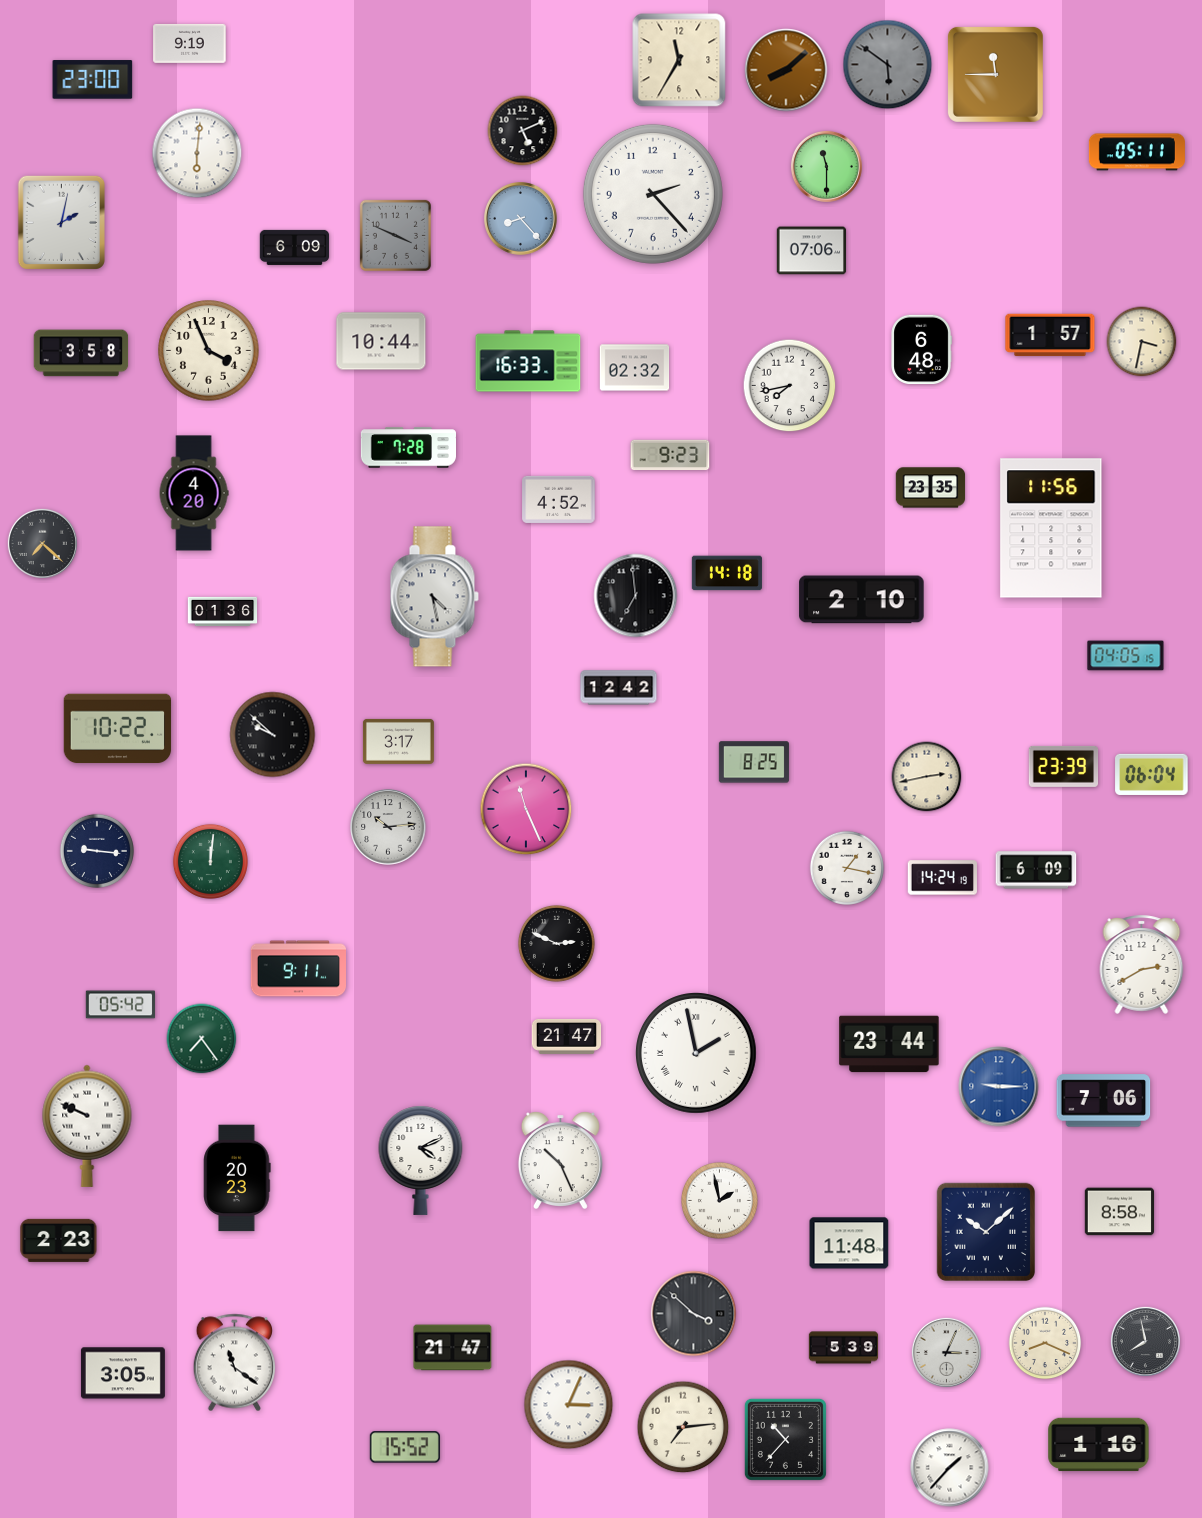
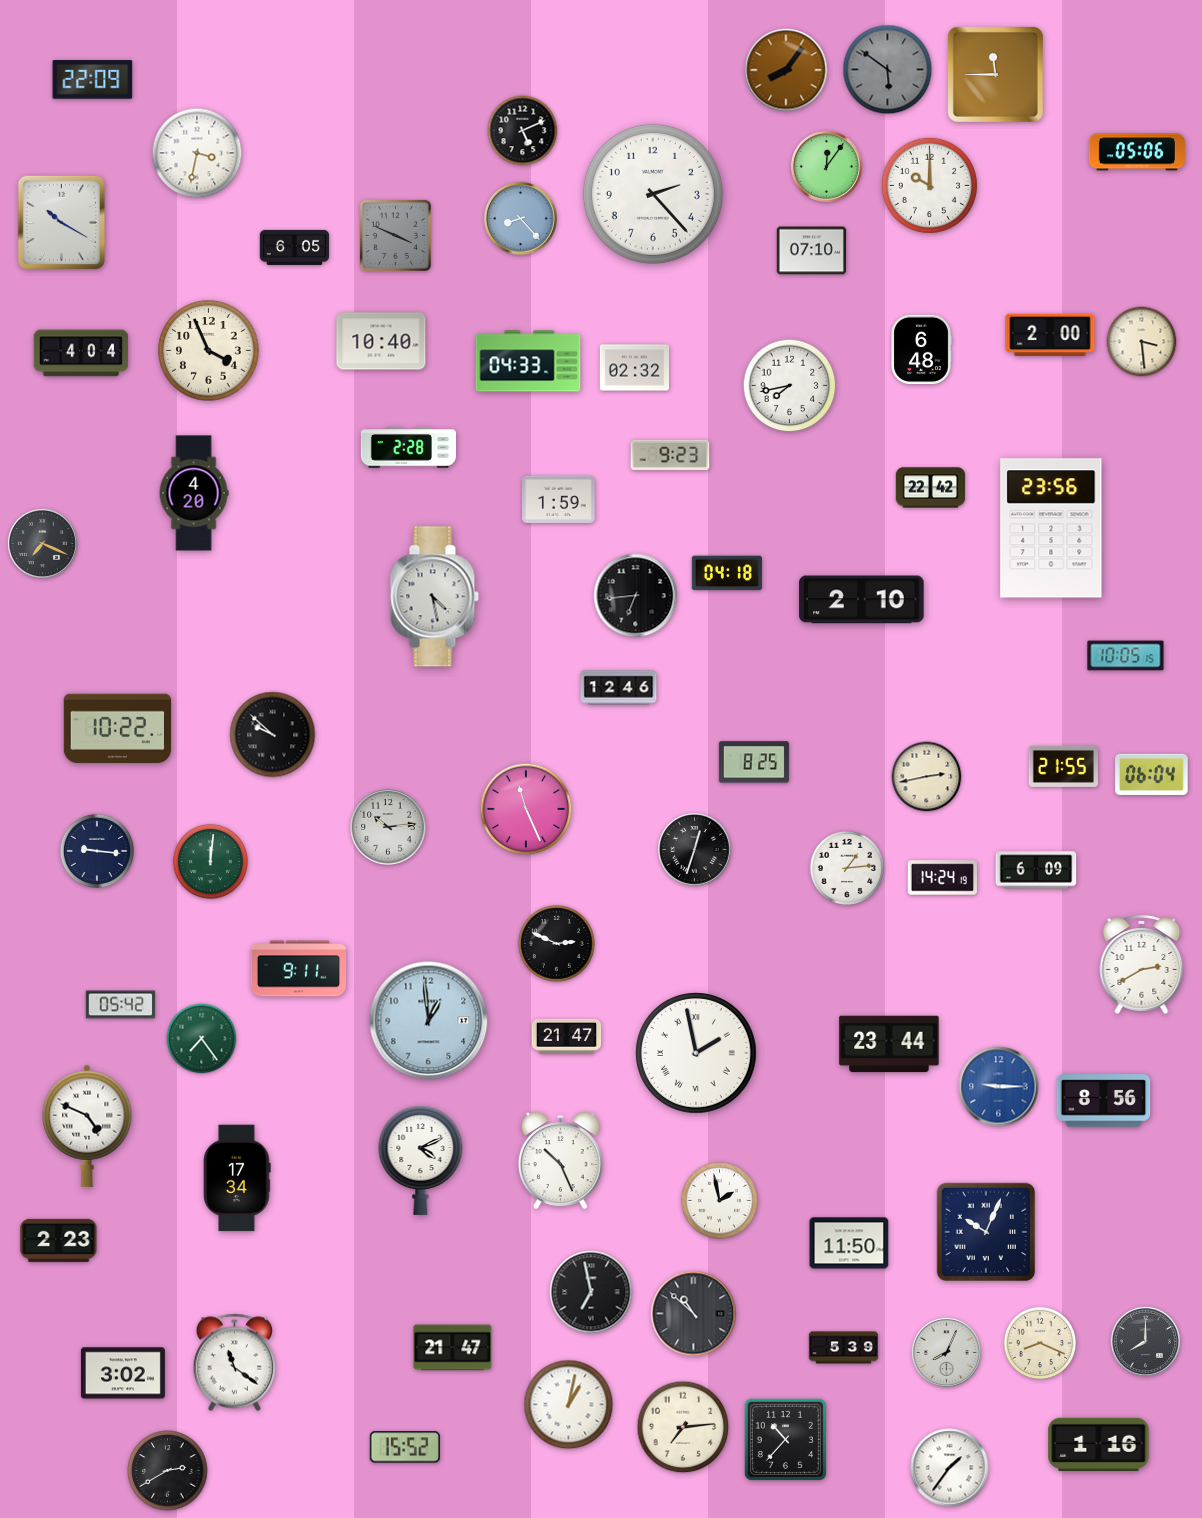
clock at (190, 43): 9:19 -> none
clock at (679, 60): 11:35 -> none
clock at (888, 65) position: (888, 65) -> (888, 70)
clock at (786, 70): 8:08 -> 8:06
clock at (93, 80): 23:00 -> 22:09
clock at (1137, 152): 05:11 -> 05:06
clock at (197, 153): 6:01 -> 3:32
clock at (826, 166): 11:30 -> 12:06
clock at (929, 185): none -> 10:00
clock at (61, 222): 2:02 -> 10:20
clock at (295, 247): 6:09 -> 6:05
clock at (812, 251): 07:06 -> 07:10
clock at (1050, 335): 1:57 -> 2:00
clock at (381, 341): 10:44 -> 10:40
clock at (1142, 342): 3:32 -> 3:29
clock at (81, 353): 3:58 -> 4:04
clock at (528, 361): 16:33 -> 04:33
clock at (408, 448): 7:28 -> 2:28
clock at (931, 488): 23:35 -> 22:42
clock at (559, 499): 4:52 -> 1:59
clock at (1051, 528): 11:56 -> 23:56
clock at (42, 543): 7:22 -> 7:19
clock at (727, 573): 14:18 -> 04:18
clock at (636, 596): 6:59 -> 6:44
clock at (223, 612): 01:36 -> none
clock at (1126, 656): 04:05 -> 10:05
clock at (619, 688): 12:42 -> 12:46
clock at (398, 741): 3:17 -> none
clock at (1064, 766): 23:39 -> 21:55
clock at (695, 850): none -> 12:33
clock at (847, 868): 1:17 -> 1:14
clock at (429, 1021): none -> 12:59
clock at (1104, 1101): 7:06 -> 8:56
clock at (87, 1126): 9:49 -> 4:49
clock at (237, 1178): 20:23 -> 17:34
clock at (1120, 1212): 8:58 -> none
clock at (985, 1231): 10:08 -> 10:04
clock at (849, 1243): 11:48 -> 11:50
clock at (591, 1292): none -> 6:58
clock at (694, 1314): 3:52 -> 10:52
clock at (1145, 1341): 7:58 -> 8:00
clock at (1045, 1343) position: (1045, 1343) -> (1040, 1343)
clock at (946, 1352): 3:04 -> 8:04
clock at (123, 1373): 3:05 -> 3:02
clock at (569, 1405): 3:04 -> 1:02
clock at (950, 1468): 1:37 -> 1:36
clock at (168, 1471): none -> 2:40
